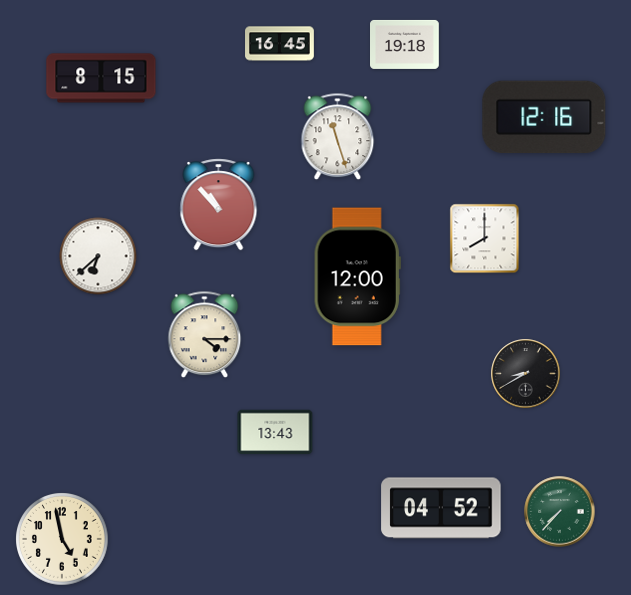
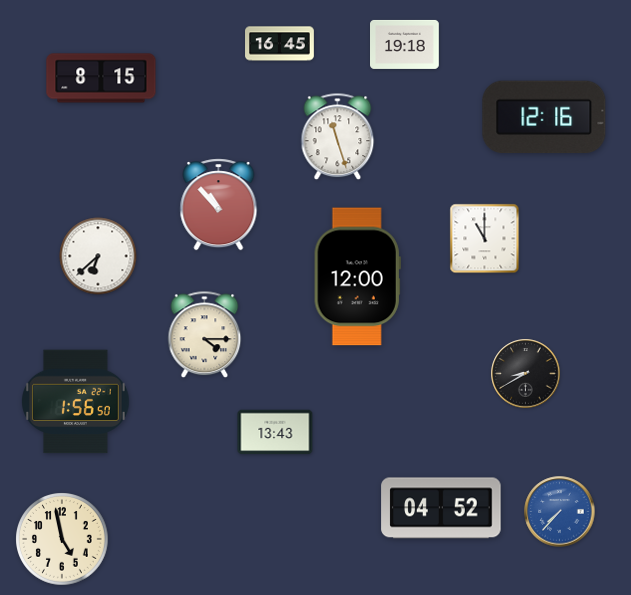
clock at (485, 239): 8:00 -> 11:00
clock at (76, 402): none -> 1:56
clock at (560, 512) dial: green -> blue
